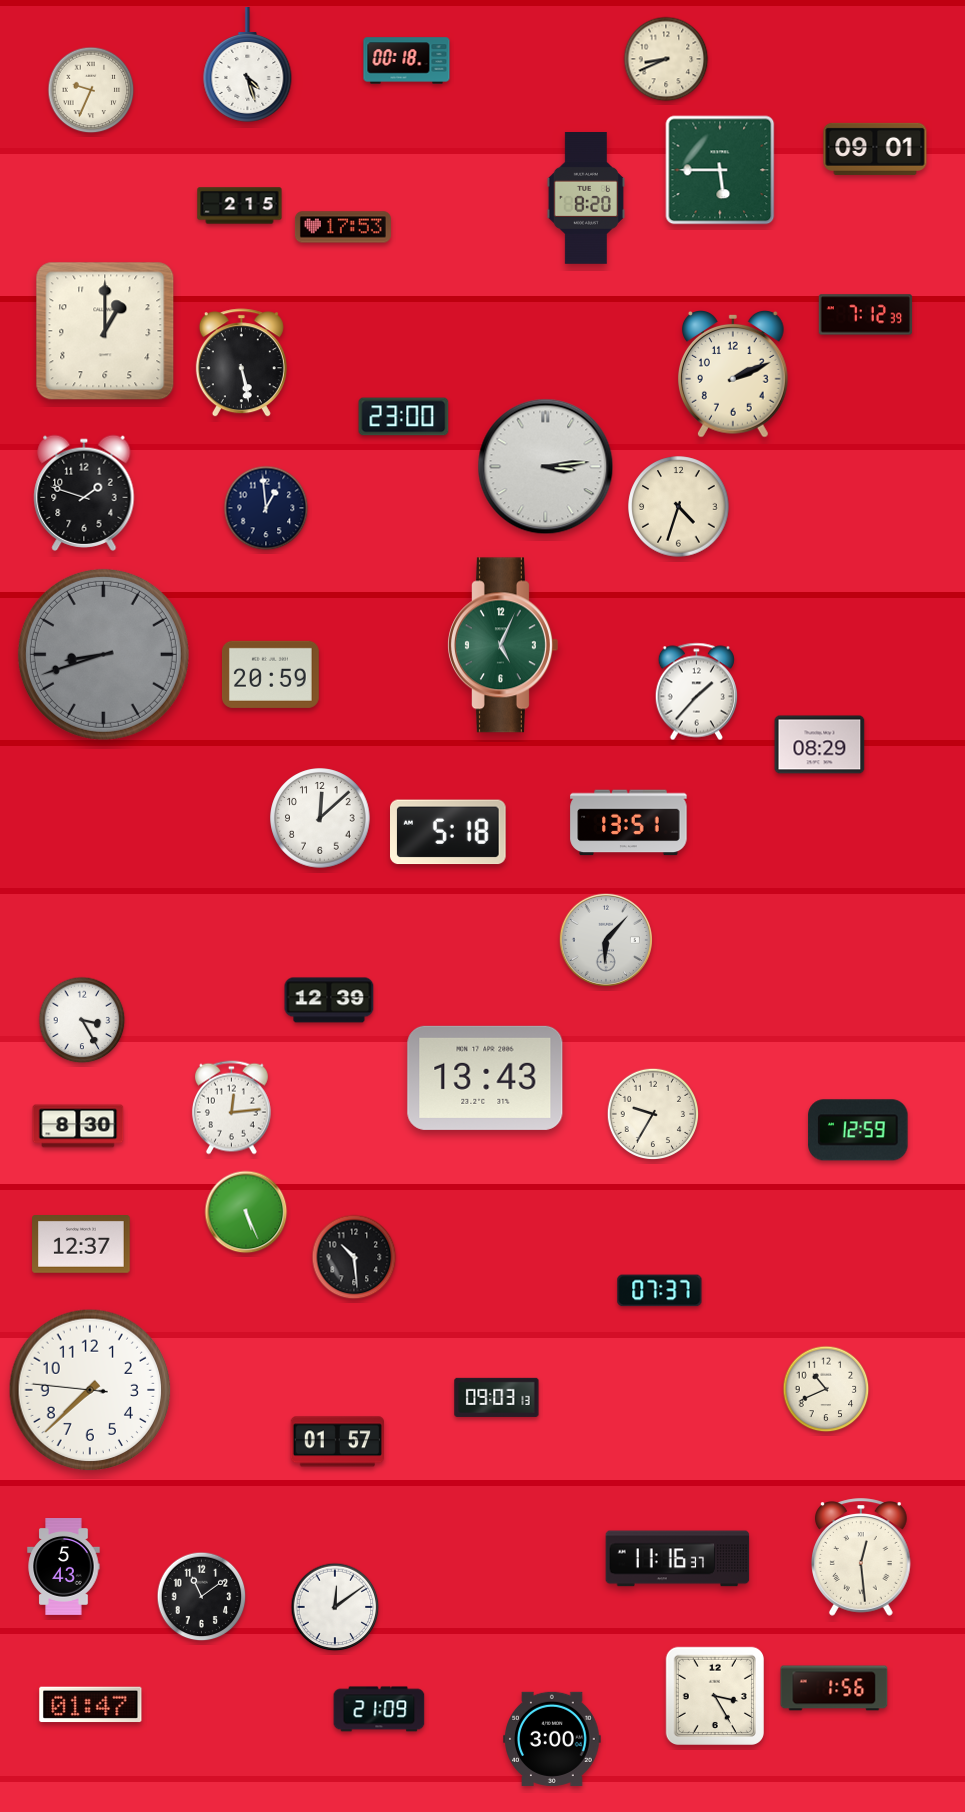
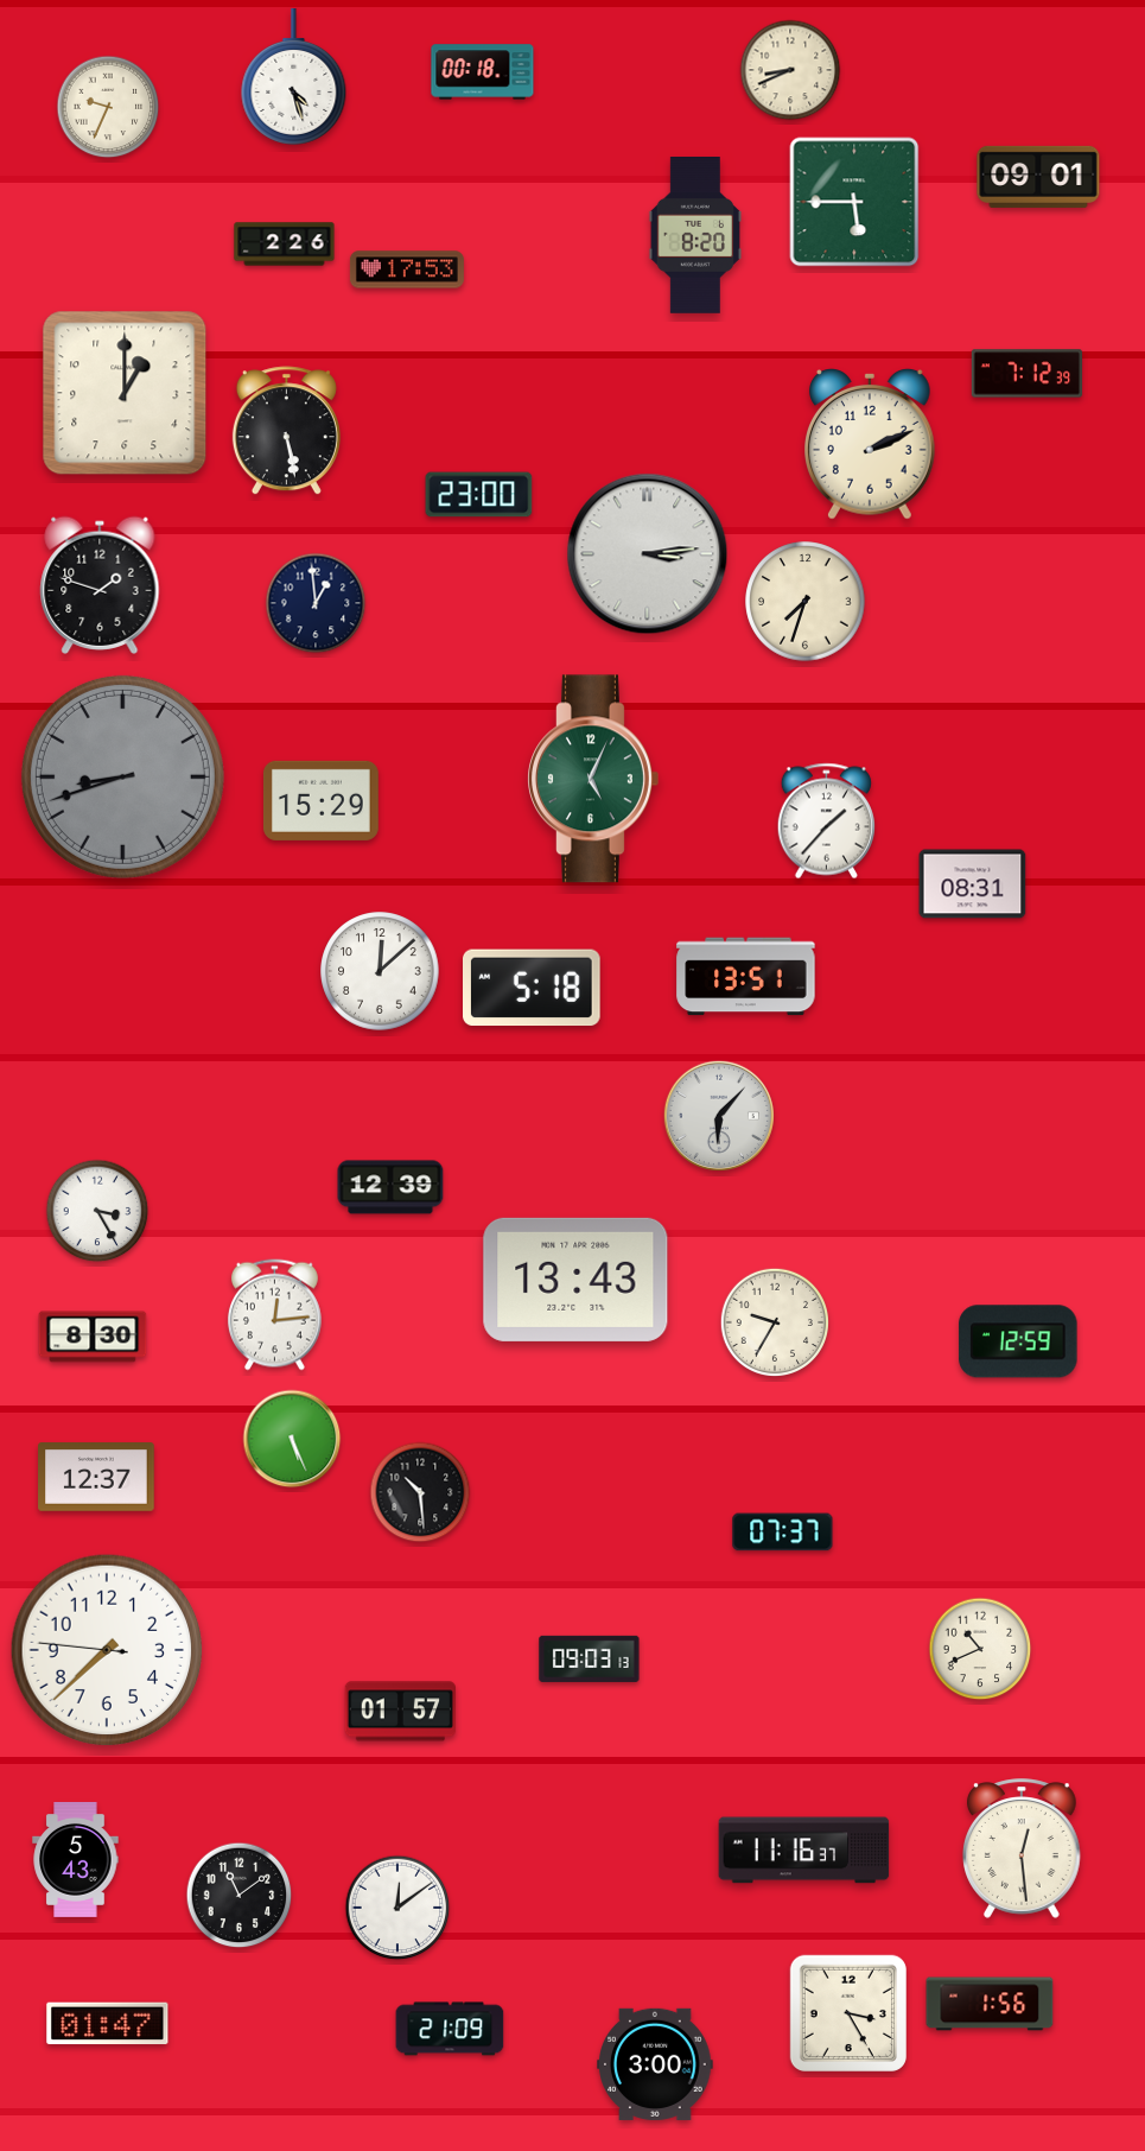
clock at (240, 206): 2:15 -> 2:26
clock at (679, 507): 4:33 -> 7:33
clock at (503, 645) position: (503, 645) -> (593, 779)
clock at (270, 674): 20:59 -> 15:29
clock at (820, 745): 08:29 -> 08:31
